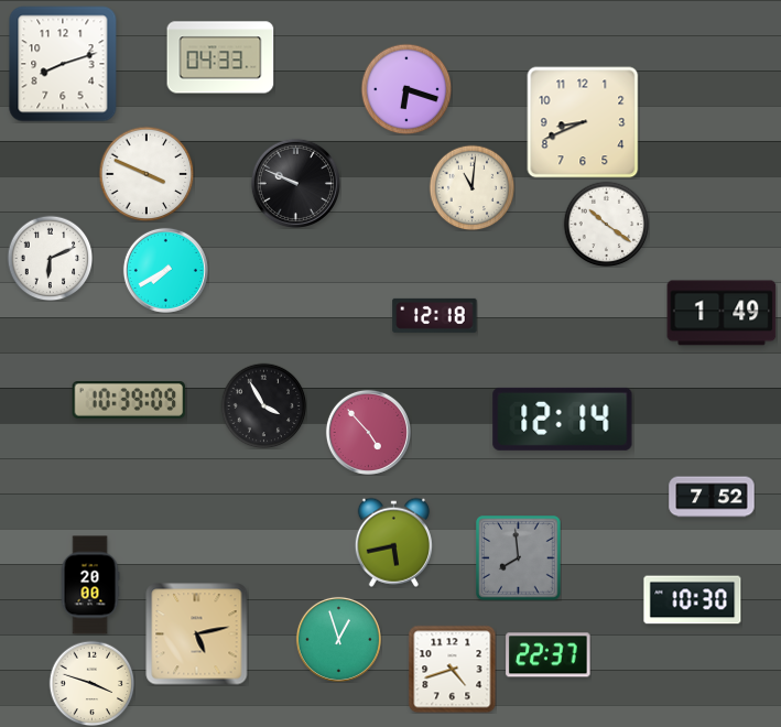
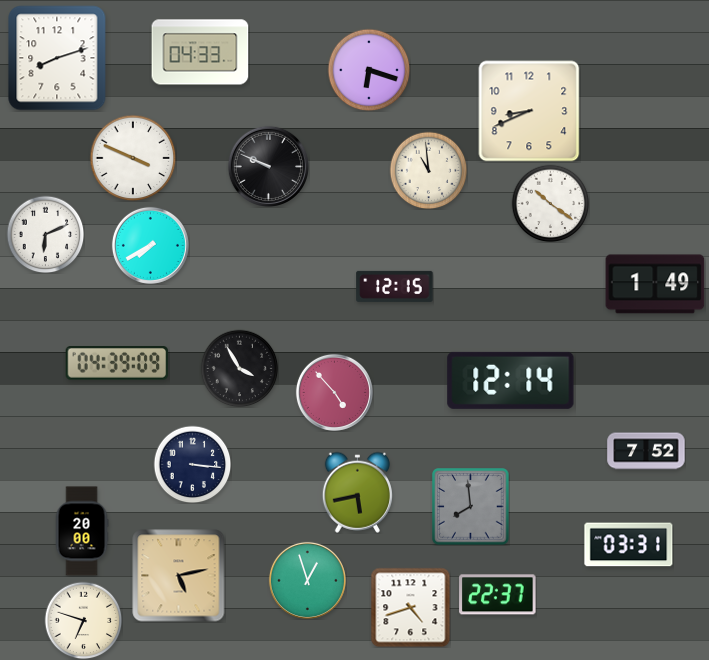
clock at (406, 89) position: (406, 89) -> (369, 70)
clock at (471, 187): 11:01 -> 10:59
clock at (435, 315): 12:18 -> 12:15
clock at (129, 401): 10:39 -> 04:39
clock at (192, 464): none -> 3:16
clock at (693, 600): 10:30 -> 03:31
clock at (91, 683): 3:48 -> 6:48
